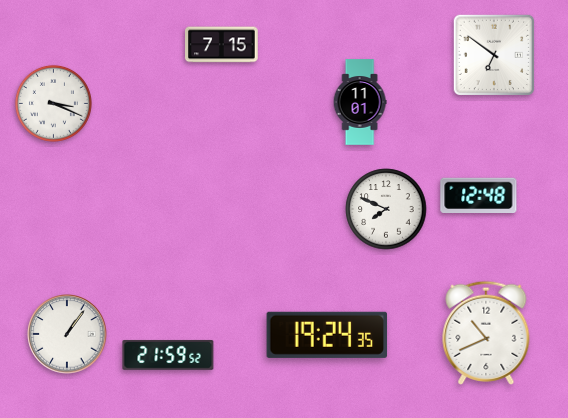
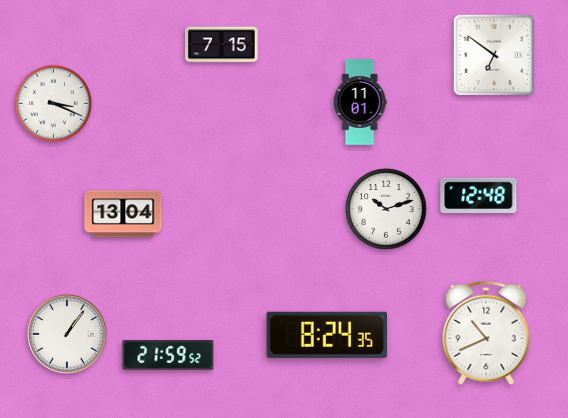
clock at (386, 209): 7:49 -> 10:12
clock at (123, 214): none -> 13:04
clock at (327, 335): 19:24 -> 8:24
